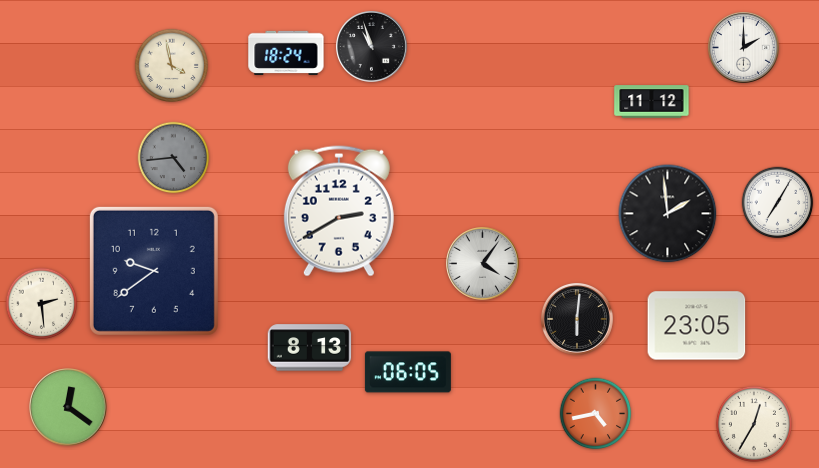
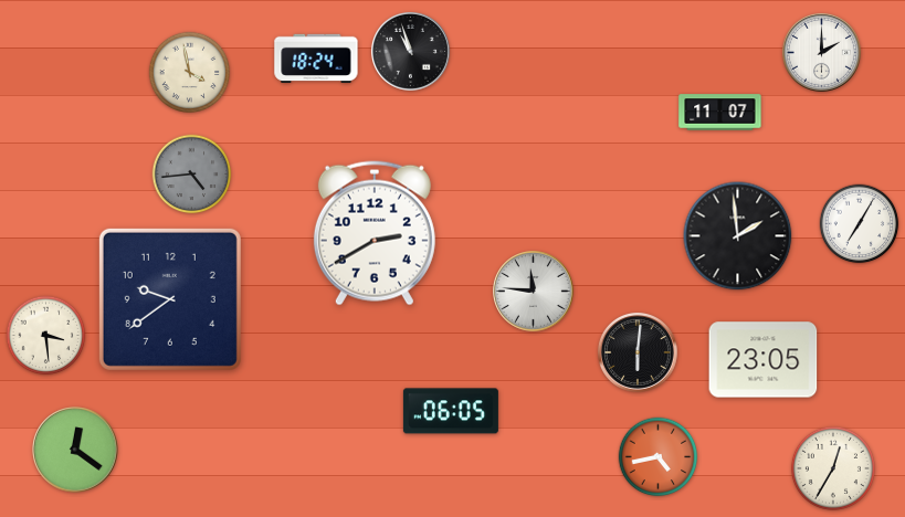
clock at (652, 102): 11:12 -> 11:07
clock at (483, 264): 4:06 -> 11:46
clock at (42, 304): 2:29 -> 3:29
clock at (697, 326) position: (697, 326) -> (764, 360)
clock at (310, 348): 8:13 -> none
